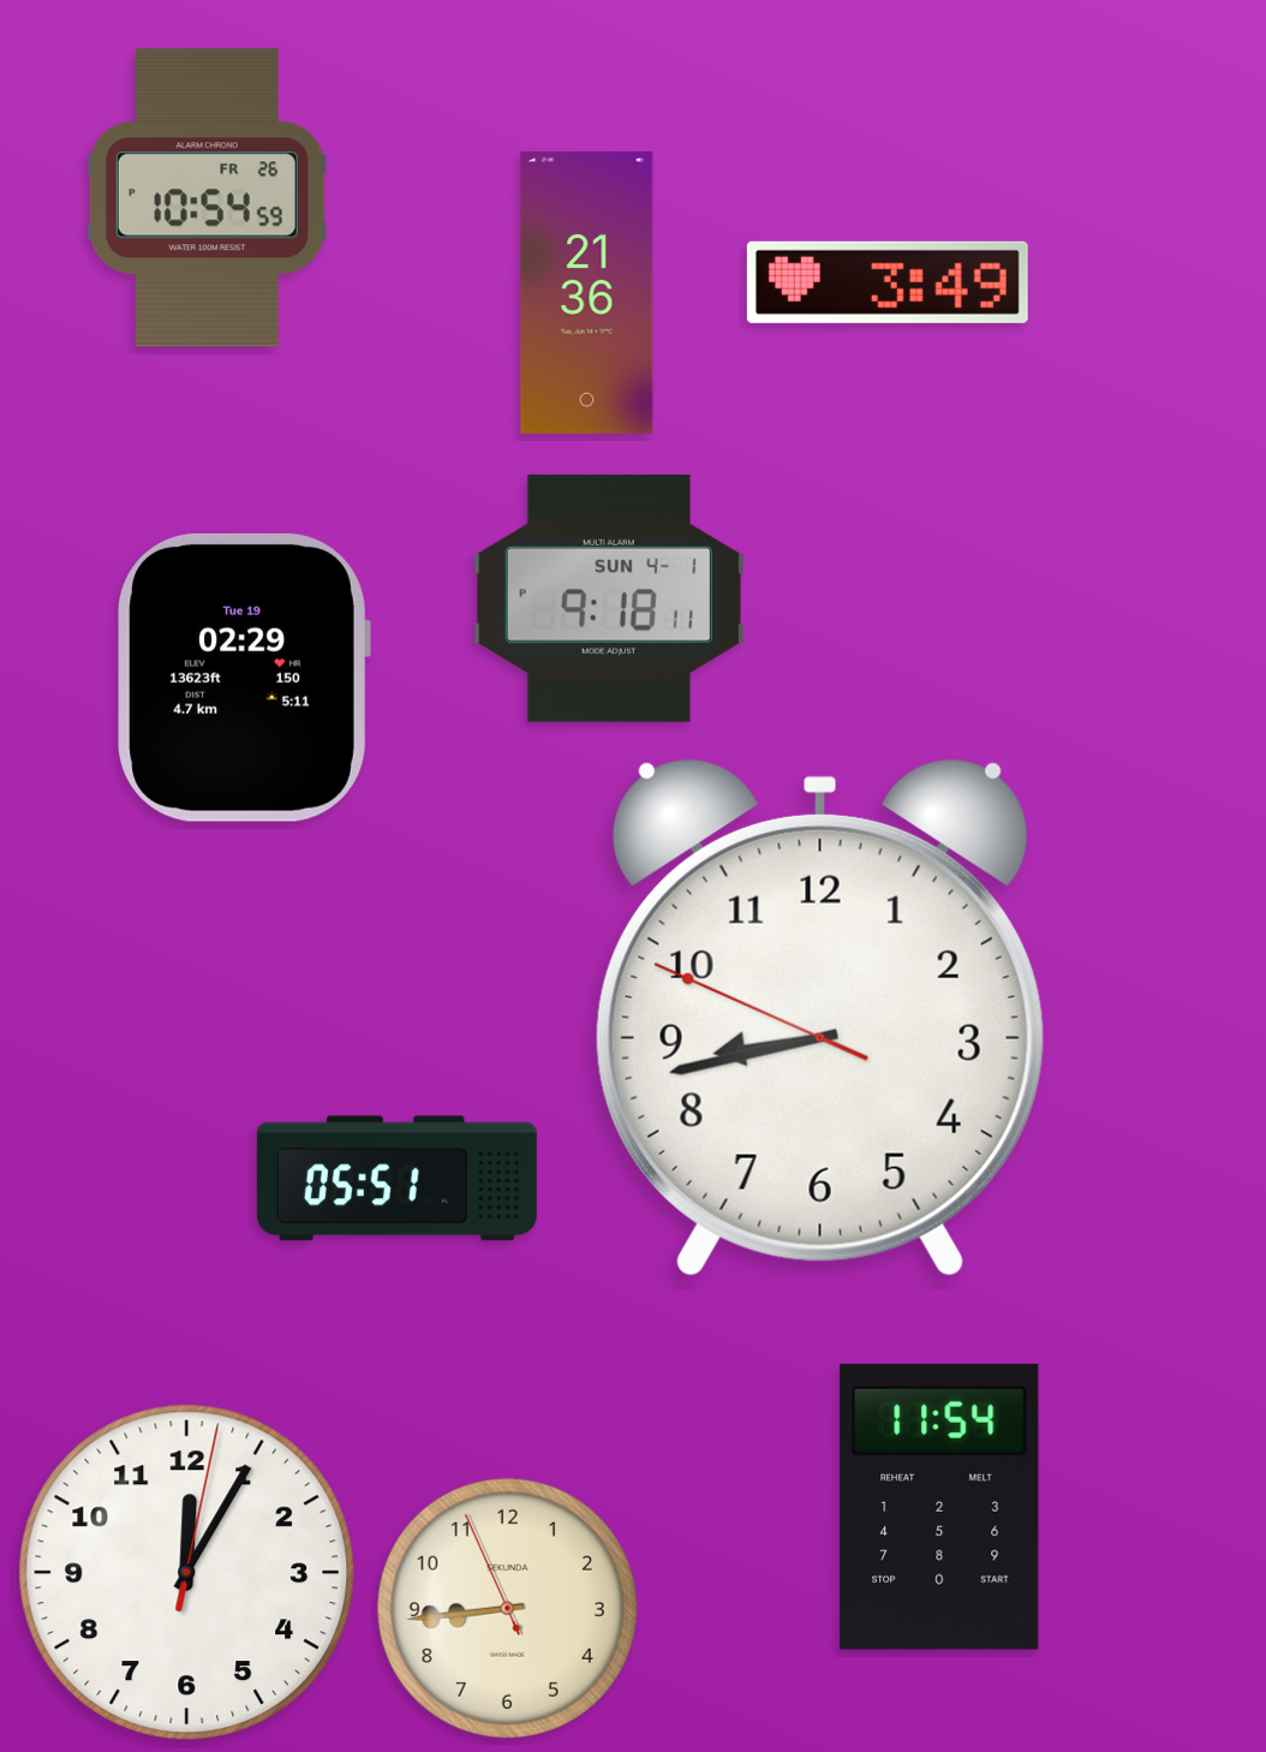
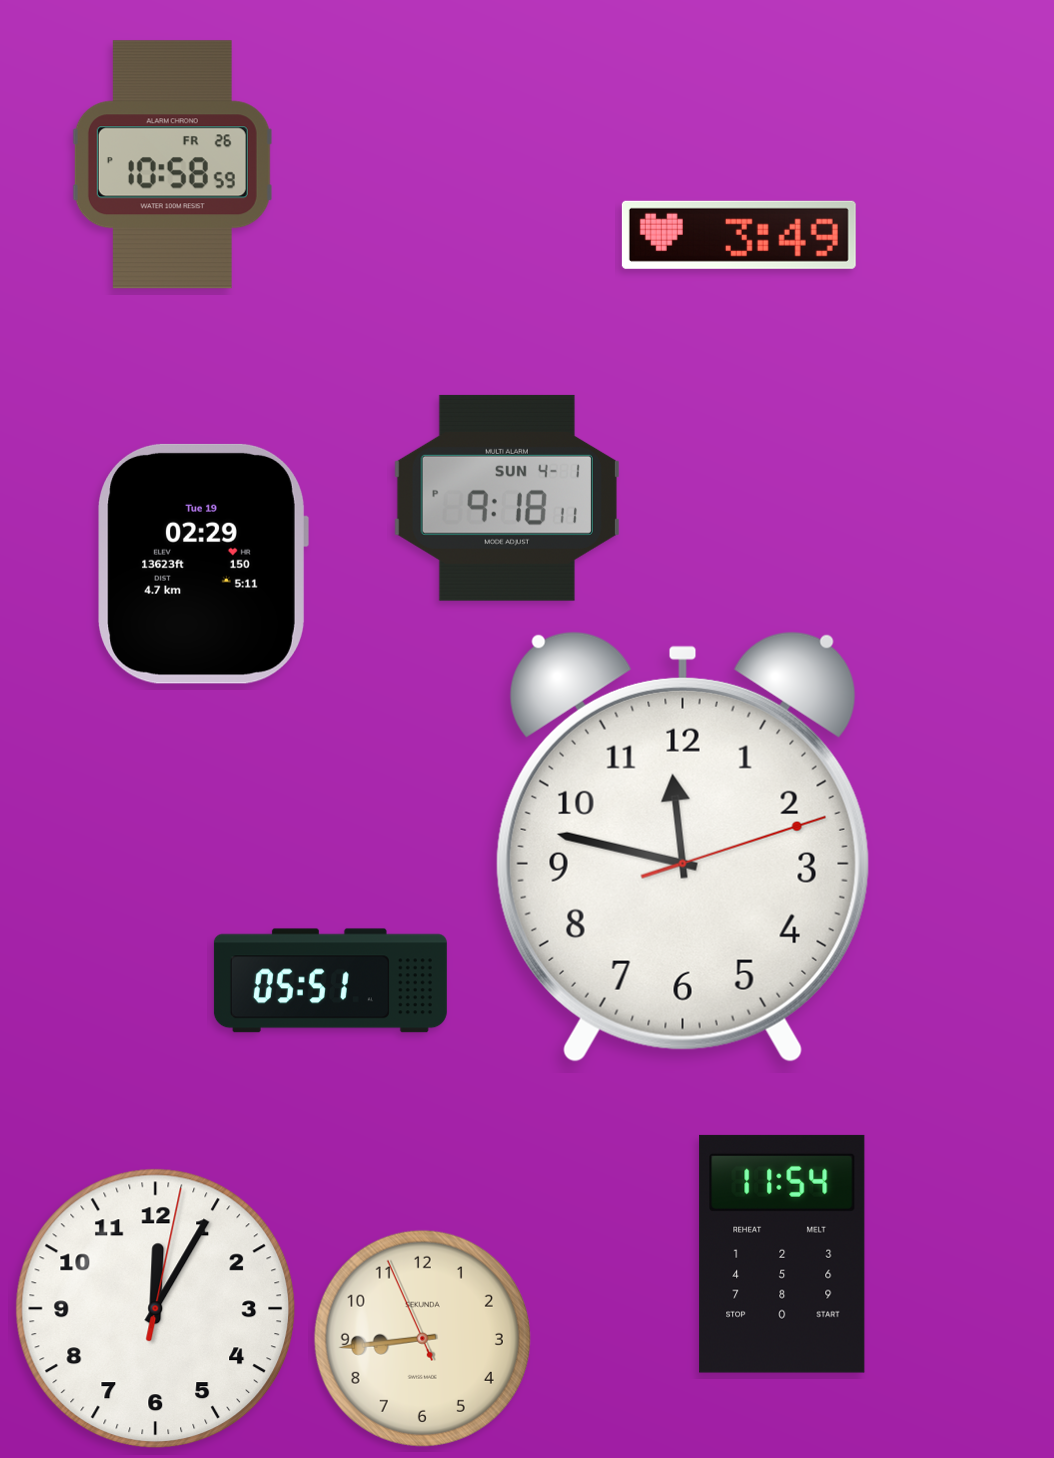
clock at (207, 198): 10:54 -> 10:58
clock at (587, 292): 21:36 -> none
clock at (820, 1018): 8:42 -> 11:47
